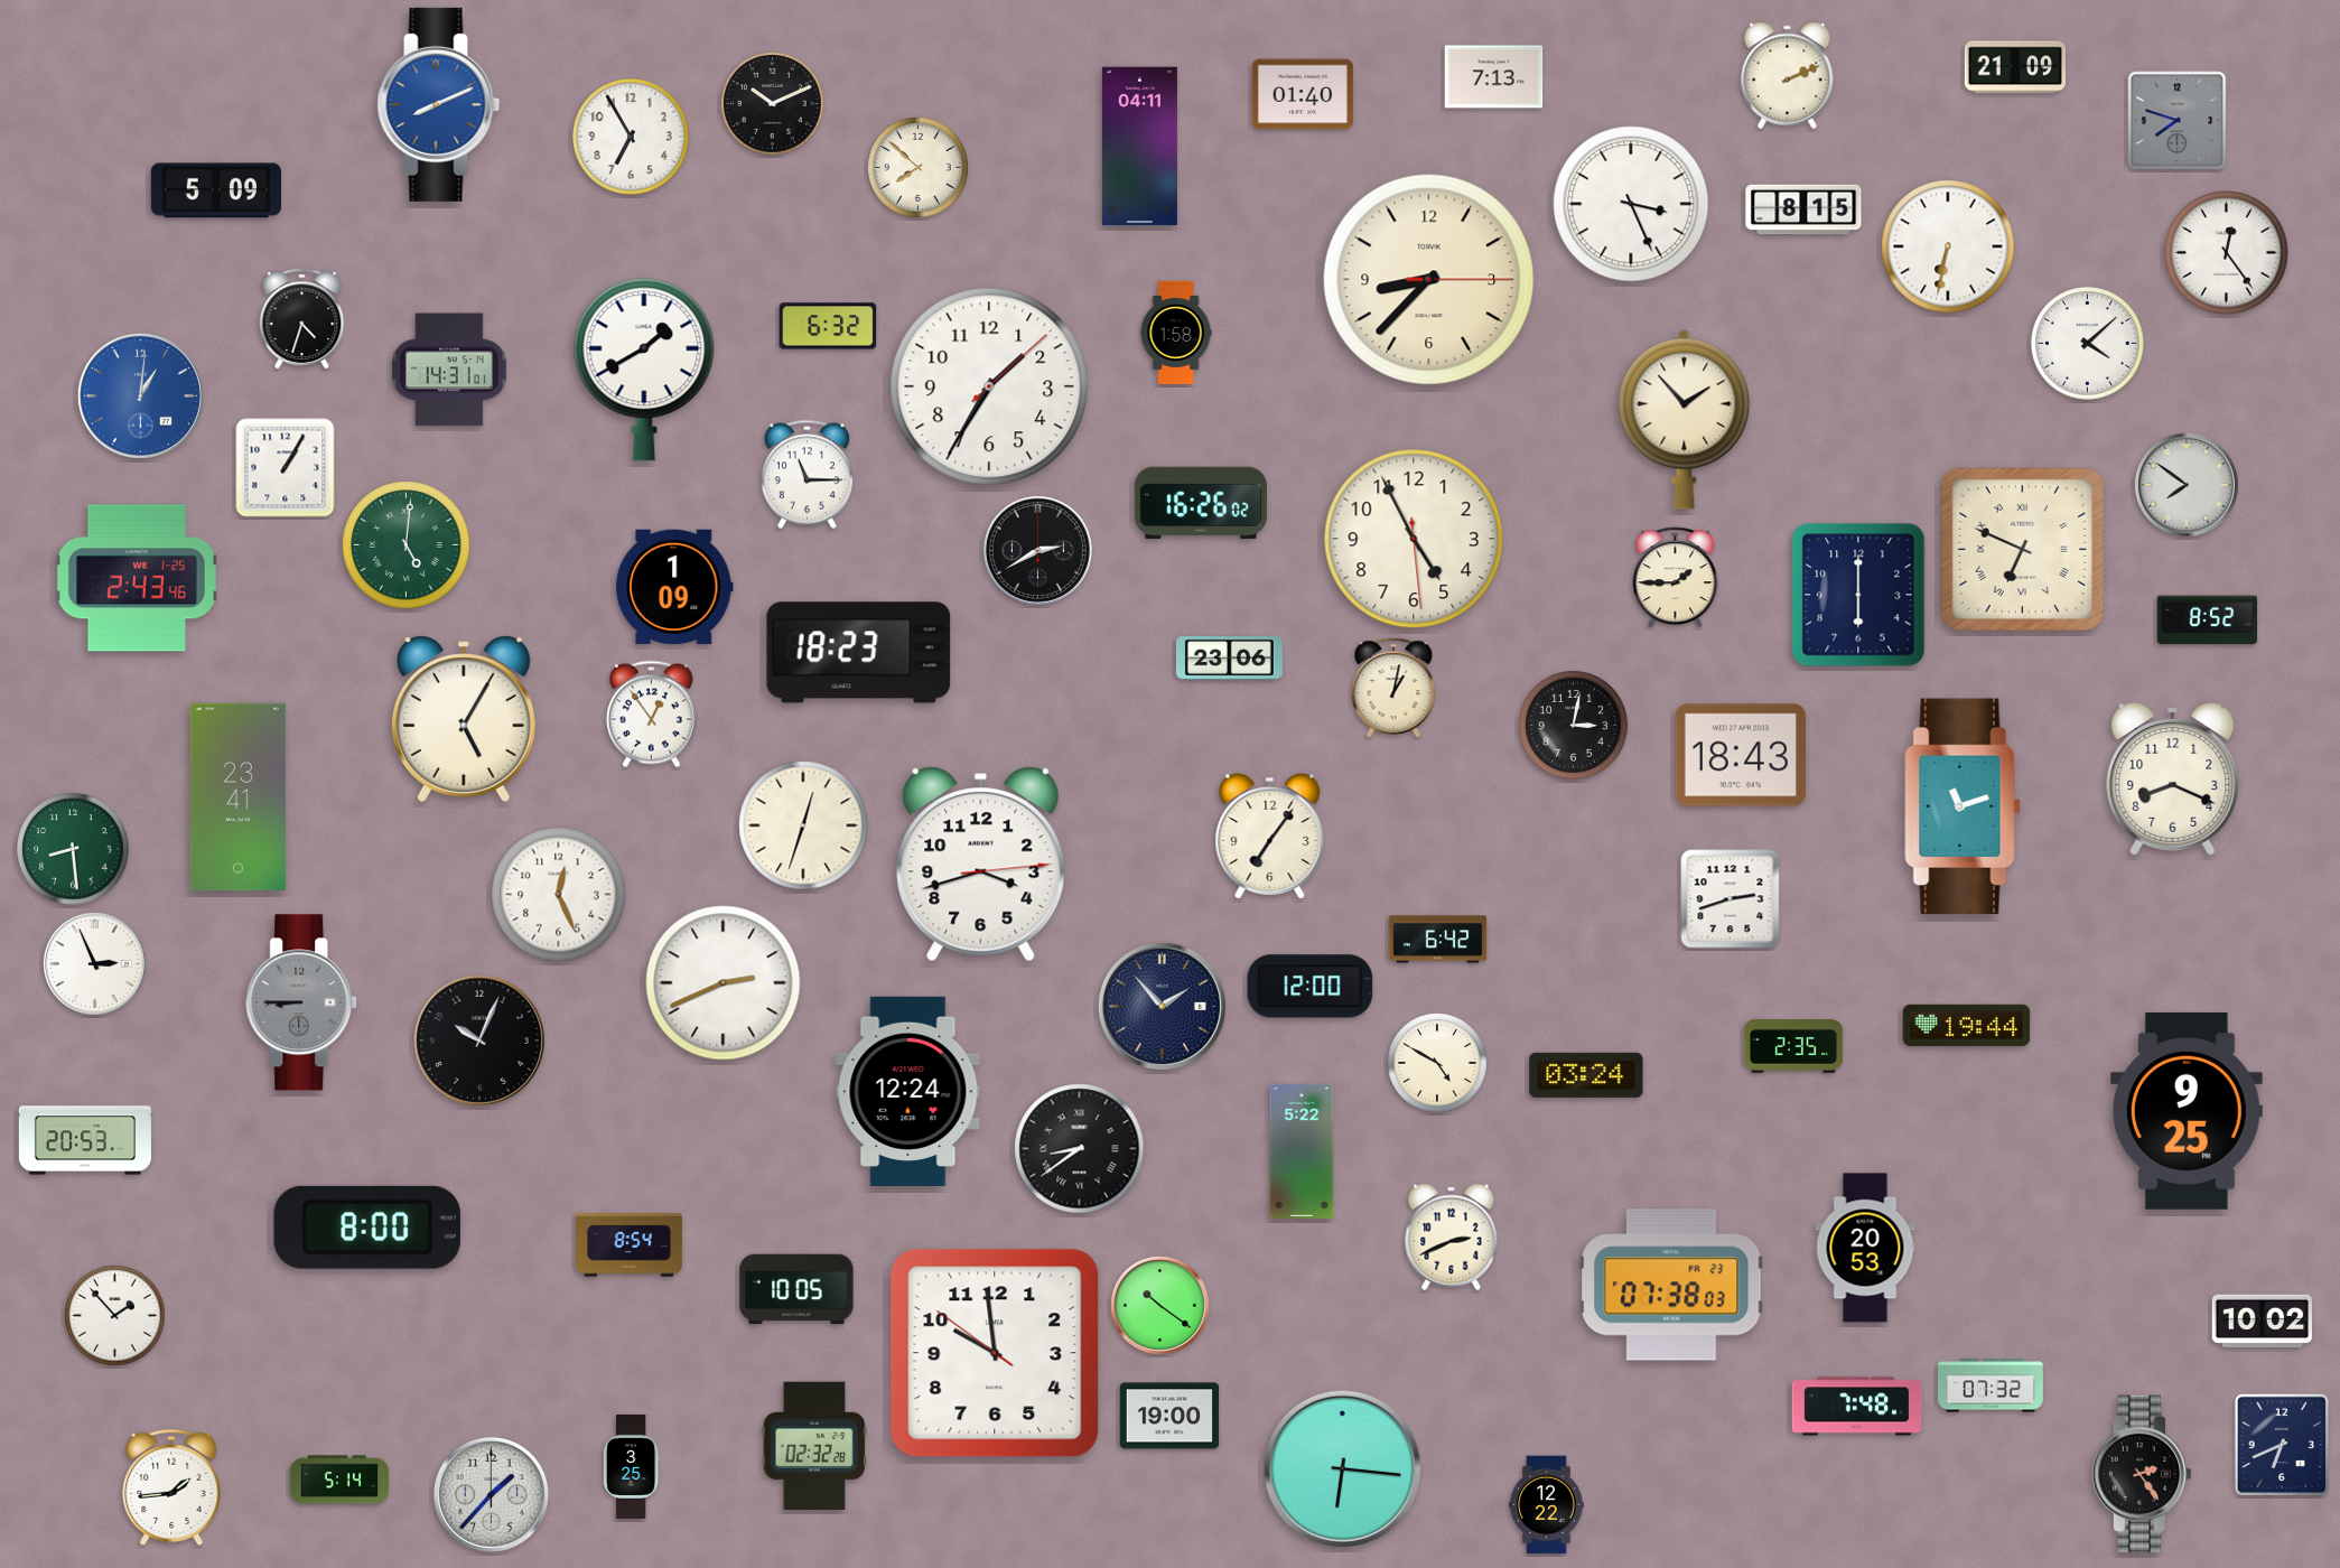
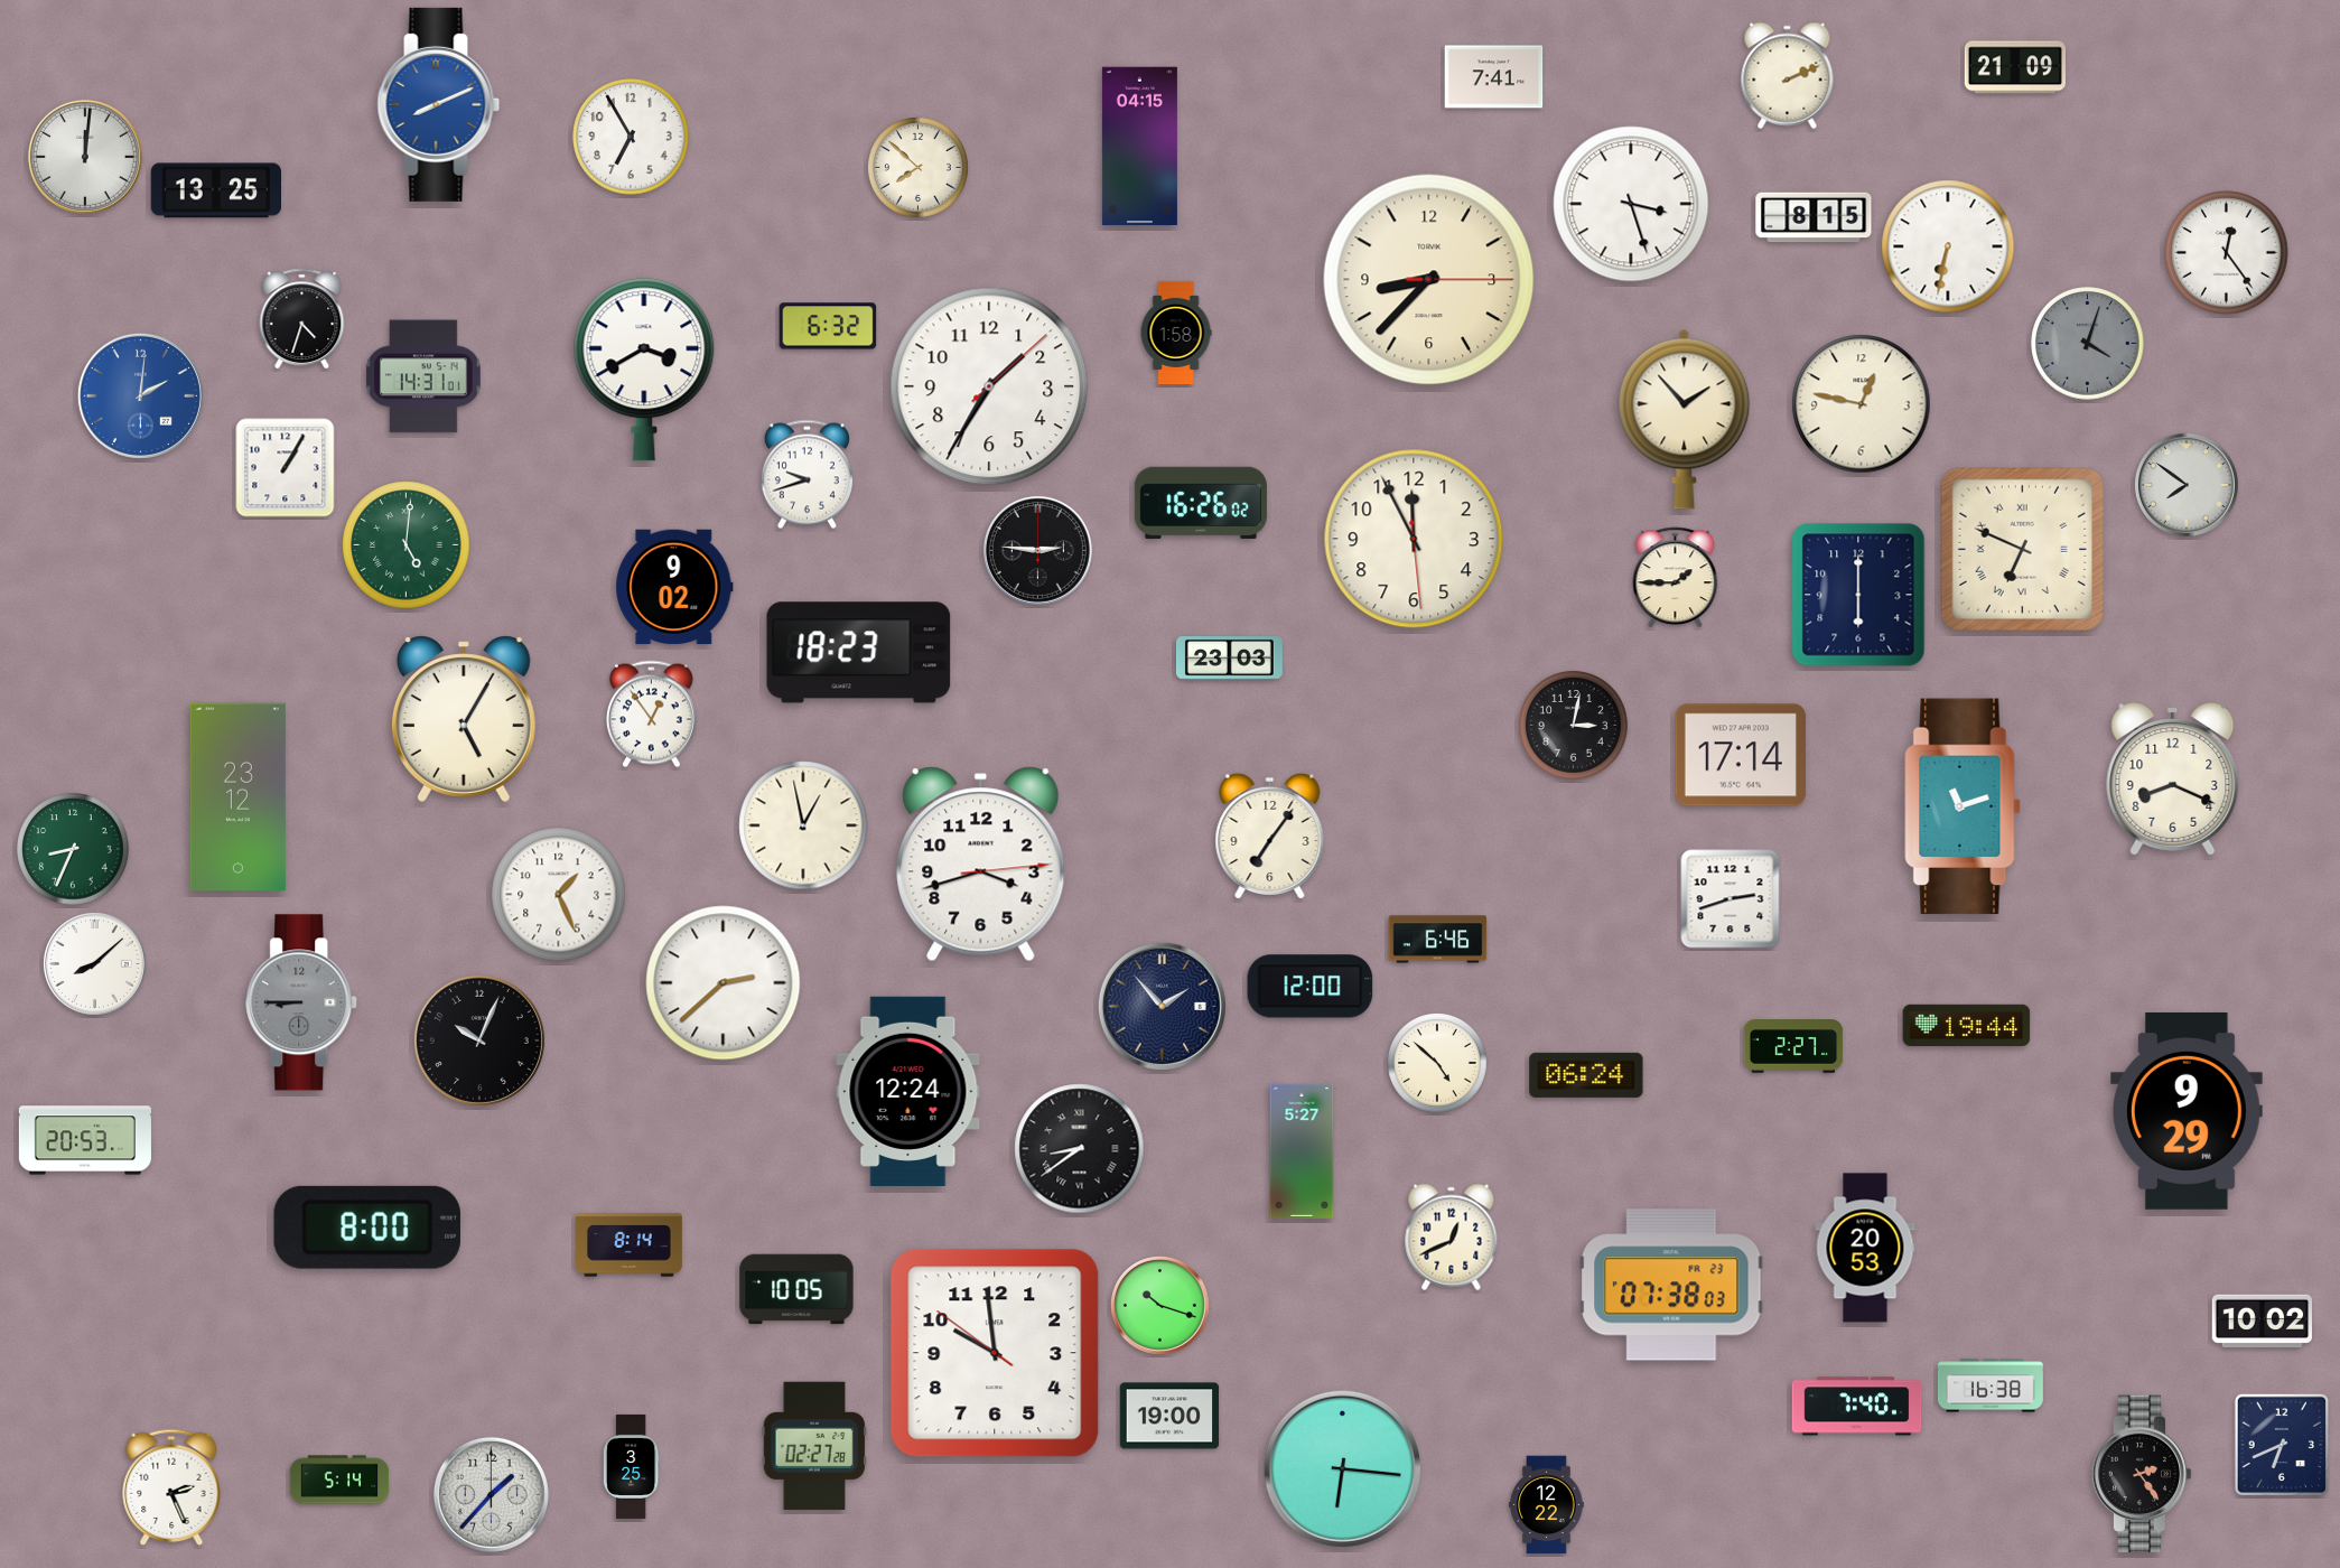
clock at (1494, 77): 7:13 -> 7:41
clock at (1302, 94): 01:40 -> none
clock at (773, 104): 10:11 -> none
clock at (2178, 121): 7:48 -> none
clock at (1139, 147): 04:11 -> 04:15
clock at (85, 157): none -> 12:01
clock at (215, 190): 5:09 -> 13:25
clock at (1631, 204): 3:26 -> 3:27
clock at (1803, 209) position: (1803, 209) -> (1814, 217)
clock at (2088, 344): 4:08 -> 4:03
clock at (2088, 344) dial: white -> grey
clock at (449, 370) position: (449, 370) -> (423, 376)
clock at (644, 370): 1:40 -> 3:40
clock at (140, 395): 1:01 -> 2:01
clock at (1862, 404): none -> 12:47
clock at (807, 475): 11:15 -> 9:42
clock at (1414, 539): 4:55 -> 11:55
clock at (1037, 550): 2:40 -> 2:46
clock at (137, 578): 2:43 -> none
clock at (674, 587): 1:09 -> 9:02
clock at (2208, 620): 8:52 -> none
clock at (1229, 659): 23:06 -> 23:03
clock at (1393, 688): 1:02 -> none
clock at (1741, 755): 18:43 -> 17:14
clock at (237, 797): 23:41 -> 23:12
clock at (803, 825): 12:33 -> 12:58
clock at (73, 849): 8:29 -> 8:34
clock at (559, 895): 12:26 -> 1:26
clock at (1438, 940): 6:42 -> 6:46
clock at (94, 963): 2:56 -> 8:08
clock at (724, 983): 2:41 -> 2:38
clock at (1793, 1046): 2:35 -> 2:27
clock at (1438, 1064): 4:50 -> 4:52
clock at (1586, 1075): 03:24 -> 06:24
clock at (2187, 1111): 9:25 -> 9:29
clock at (1302, 1151): 5:22 -> 5:27
clock at (1452, 1238): 2:41 -> 12:41
clock at (630, 1245): 8:54 -> 8:14
clock at (1160, 1306): 10:21 -> 10:18
clock at (115, 1316): 1:53 -> none
clock at (1991, 1385): 07:32 -> 16:38
clock at (1857, 1407): 7:48 -> 7:40
clock at (814, 1446): 02:32 -> 02:27
clock at (171, 1486): 1:44 -> 2:26
